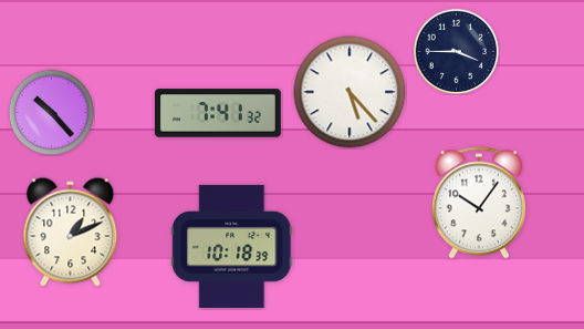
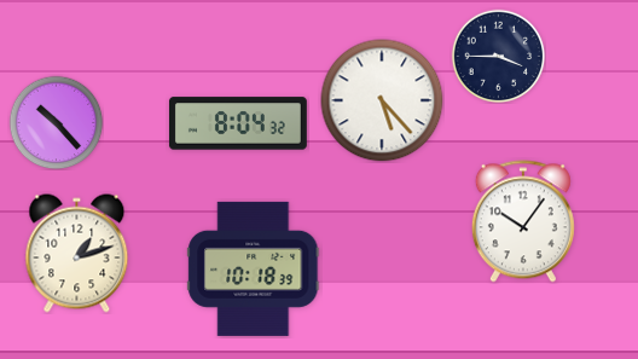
clock at (218, 113): 7:41 -> 8:04
clock at (71, 233): 1:11 -> 1:12
